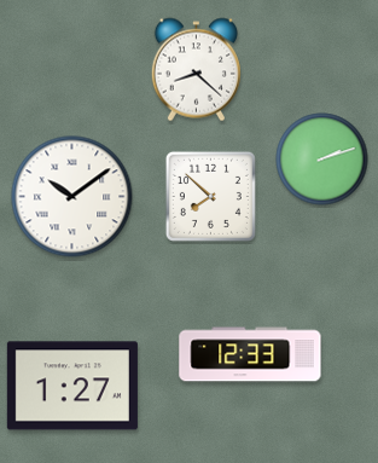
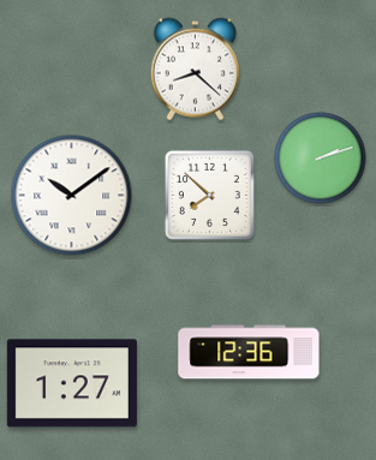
clock at (250, 354): 12:33 -> 12:36
